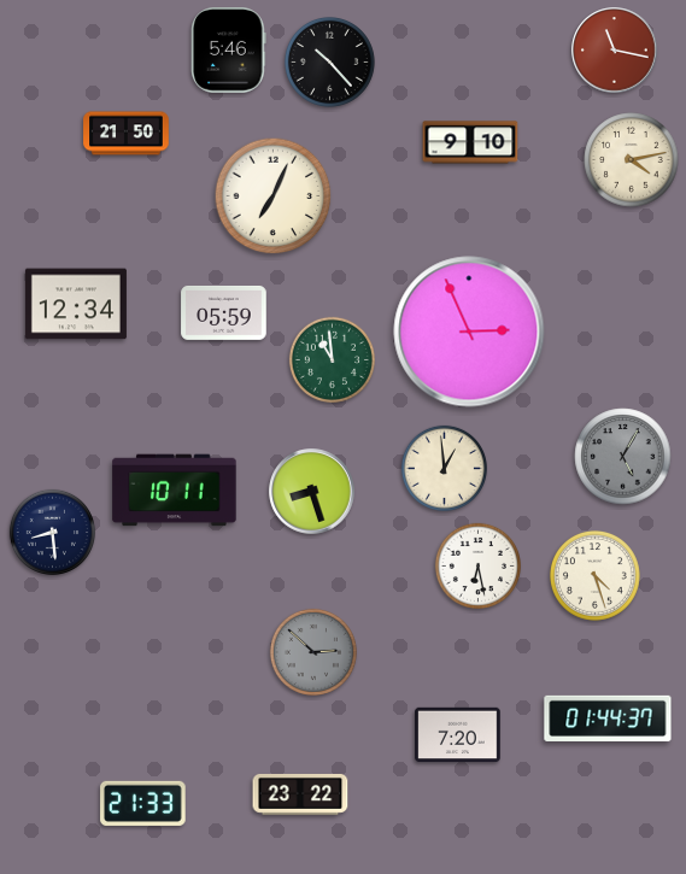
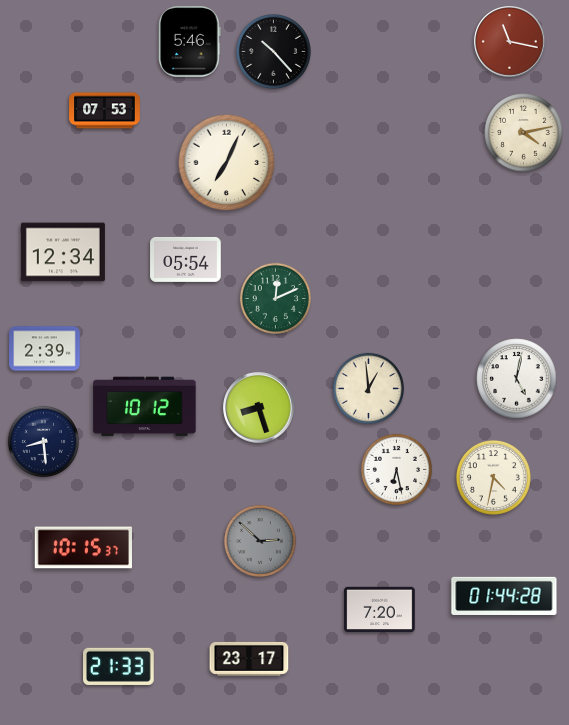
clock at (127, 134): 21:50 -> 07:53
clock at (470, 142): 9:10 -> none
clock at (224, 312): 05:59 -> 05:54
clock at (469, 332): 2:56 -> none
clock at (332, 359): 10:59 -> 12:11
clock at (45, 349): none -> 2:39
clock at (623, 457): 5:05 -> 5:02
clock at (623, 457) dial: grey -> white
clock at (175, 491): 10:11 -> 10:12
clock at (594, 575): 4:27 -> 4:32
clock at (83, 548): none -> 10:15
clock at (608, 717): 01:44:37 -> 01:44:28
clock at (300, 794): 23:22 -> 23:17
